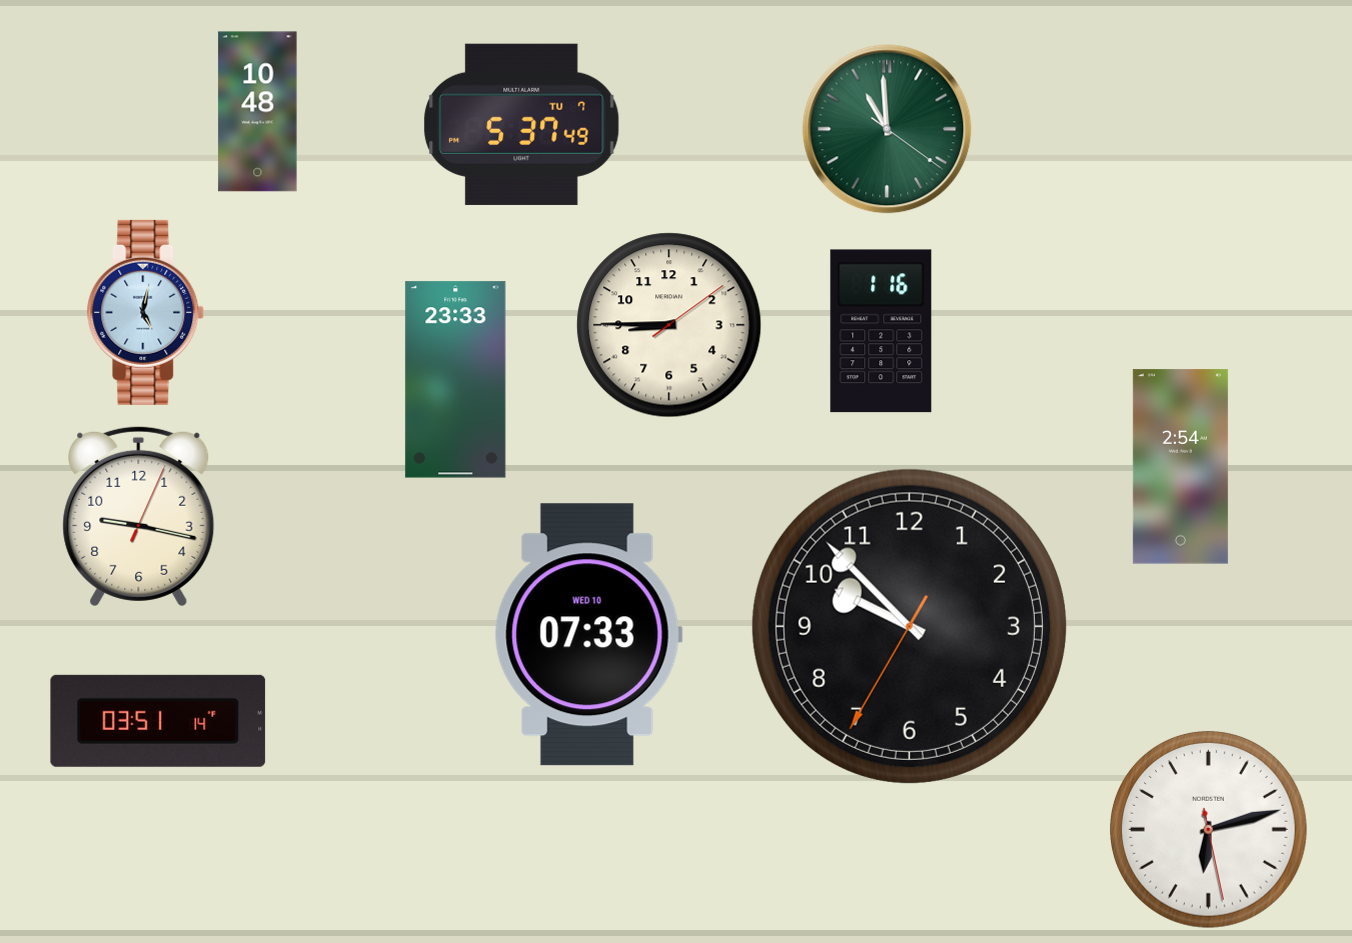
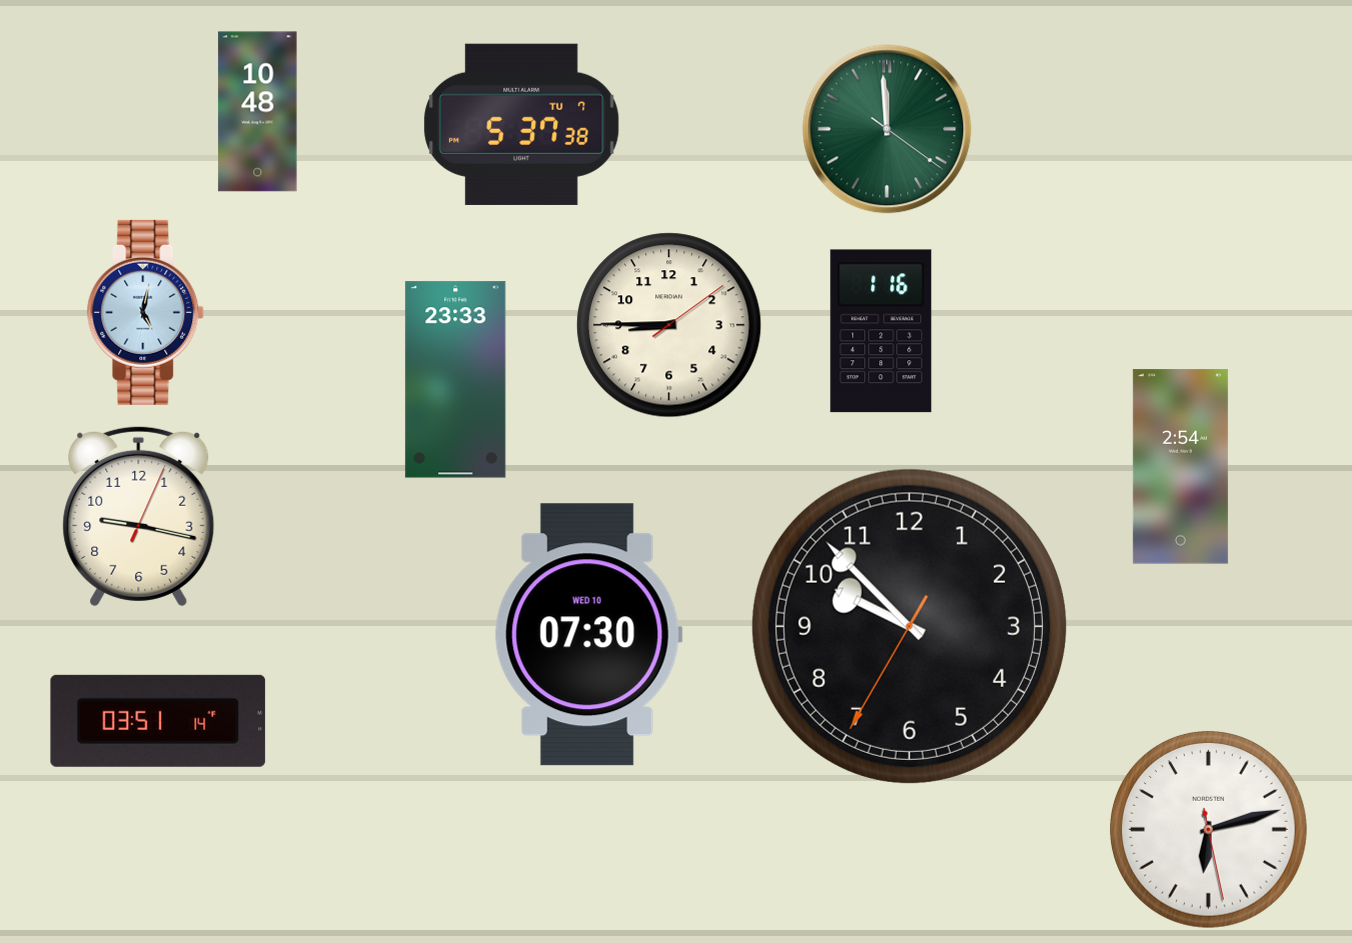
clock at (522, 124): 5:37:49 -> 5:37:38
clock at (887, 129): 10:59 -> 11:59
clock at (588, 635): 07:33 -> 07:30
